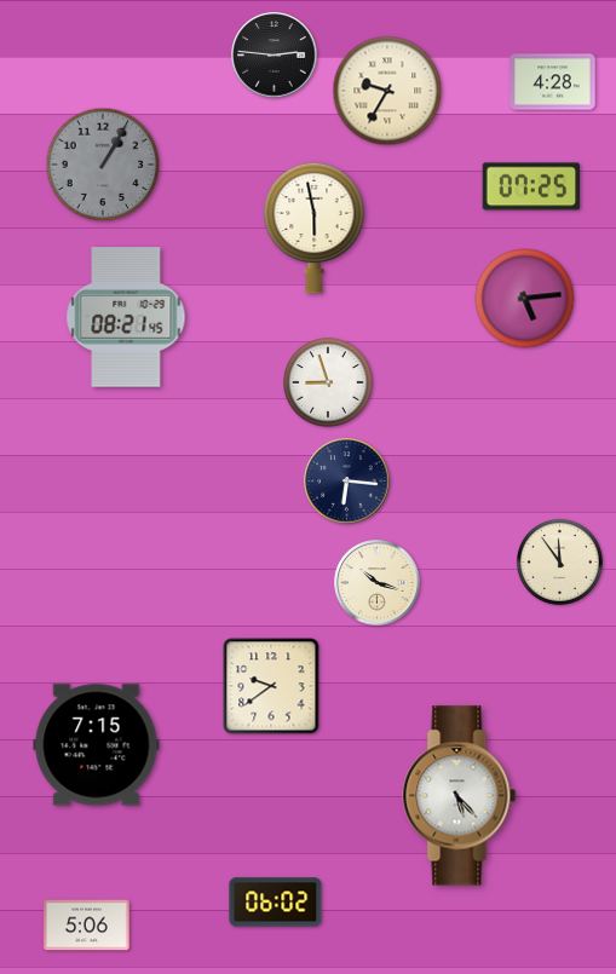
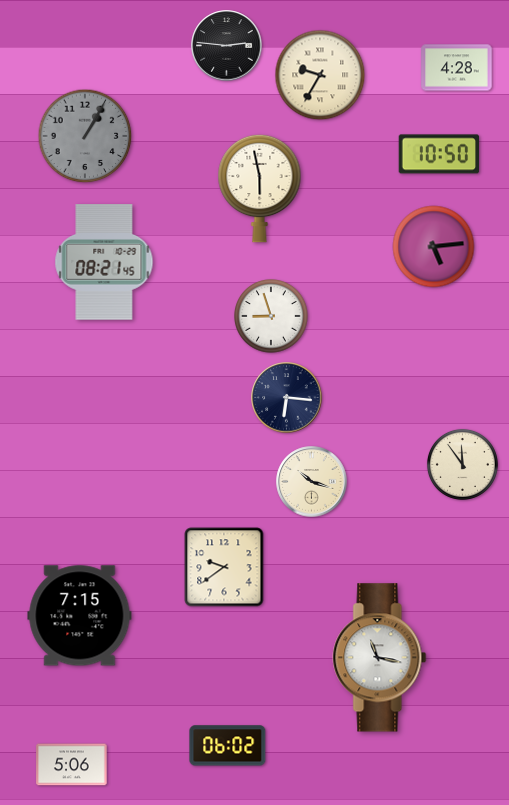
clock at (531, 186): 07:25 -> 10:50
clock at (460, 796): 5:23 -> 11:17
